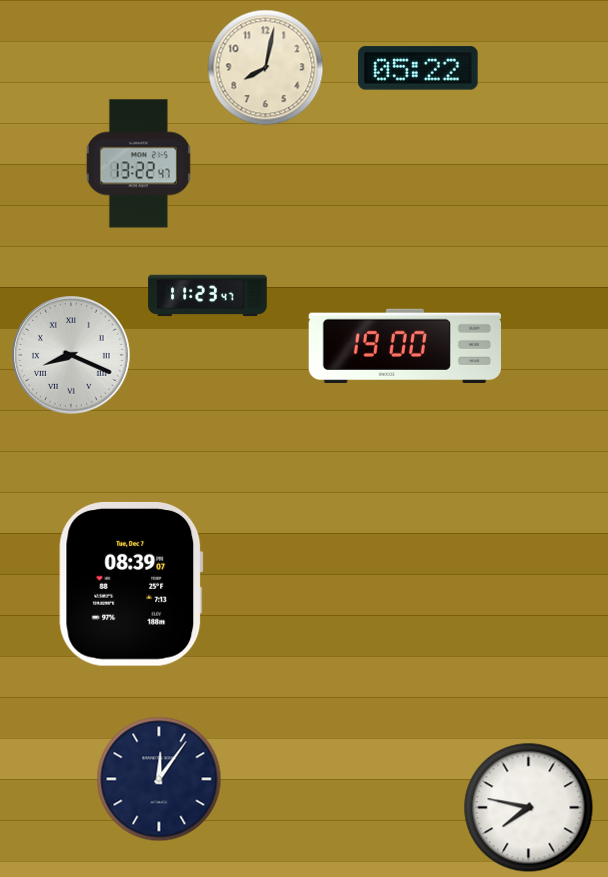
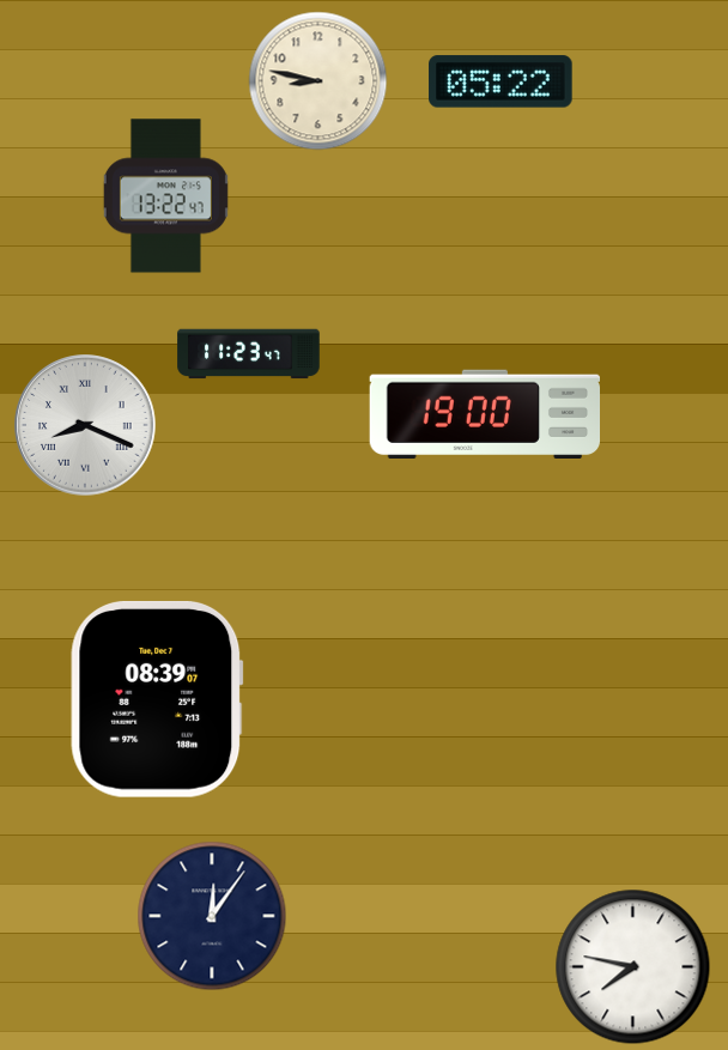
clock at (266, 68): 8:02 -> 8:47
clock at (159, 779) position: (159, 779) -> (212, 916)
